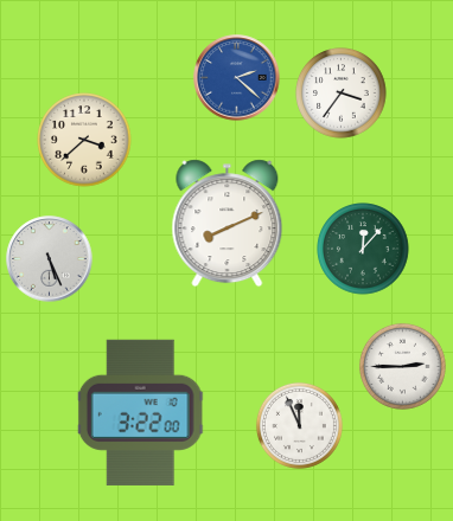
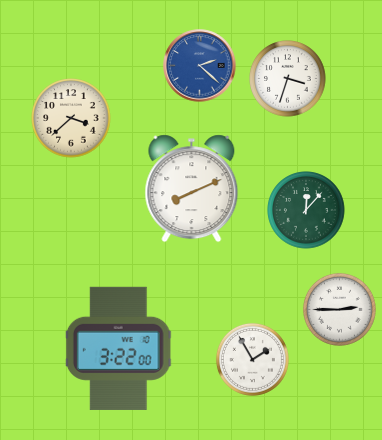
clock at (342, 94): 3:36 -> 3:33
clock at (50, 259): 5:26 -> none
clock at (299, 425): 11:56 -> 1:55
